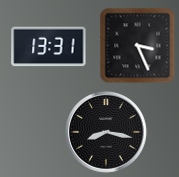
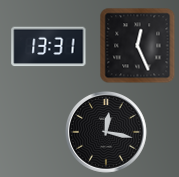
clock at (138, 46): 3:26 -> 12:26
clock at (107, 133): 8:17 -> 12:17
